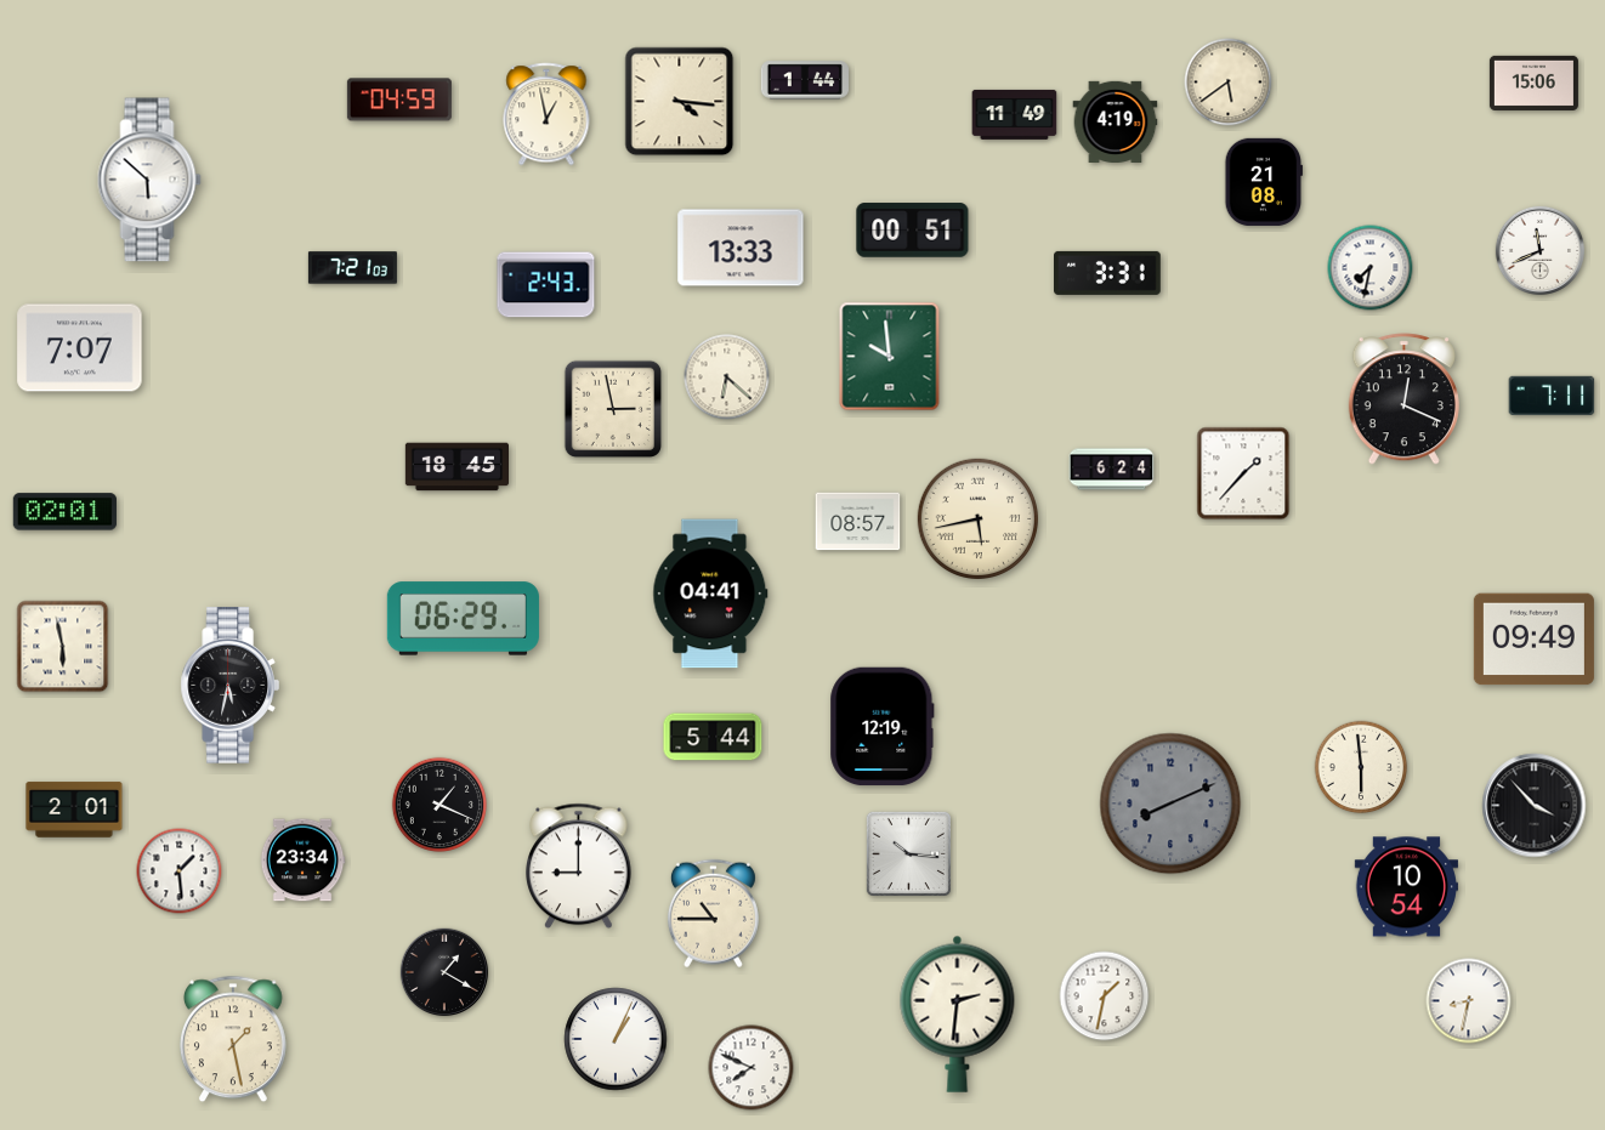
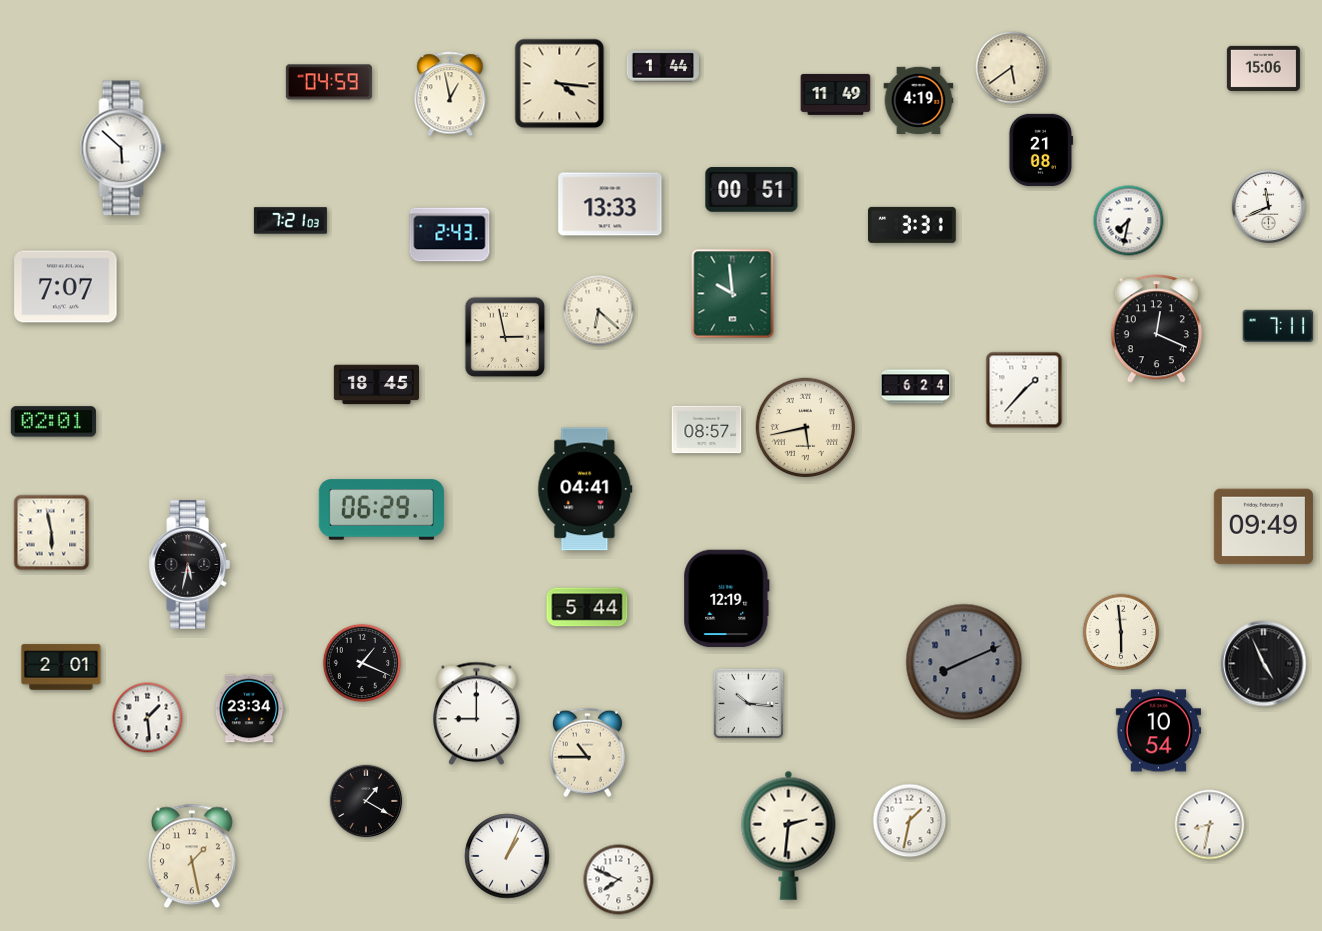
clock at (1535, 806): 3:53 -> 4:56
